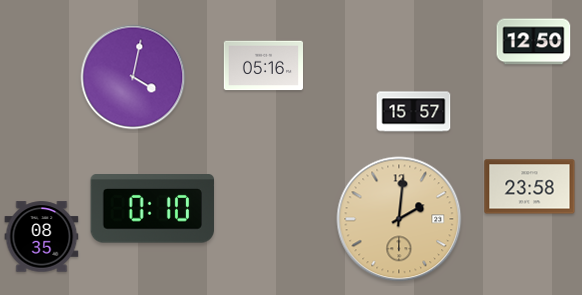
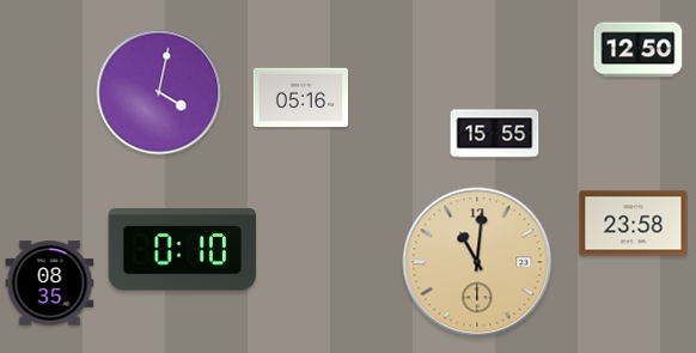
clock at (263, 66) position: (263, 66) -> (300, 98)
clock at (414, 112): 15:57 -> 15:55
clock at (399, 219): 2:01 -> 11:01
